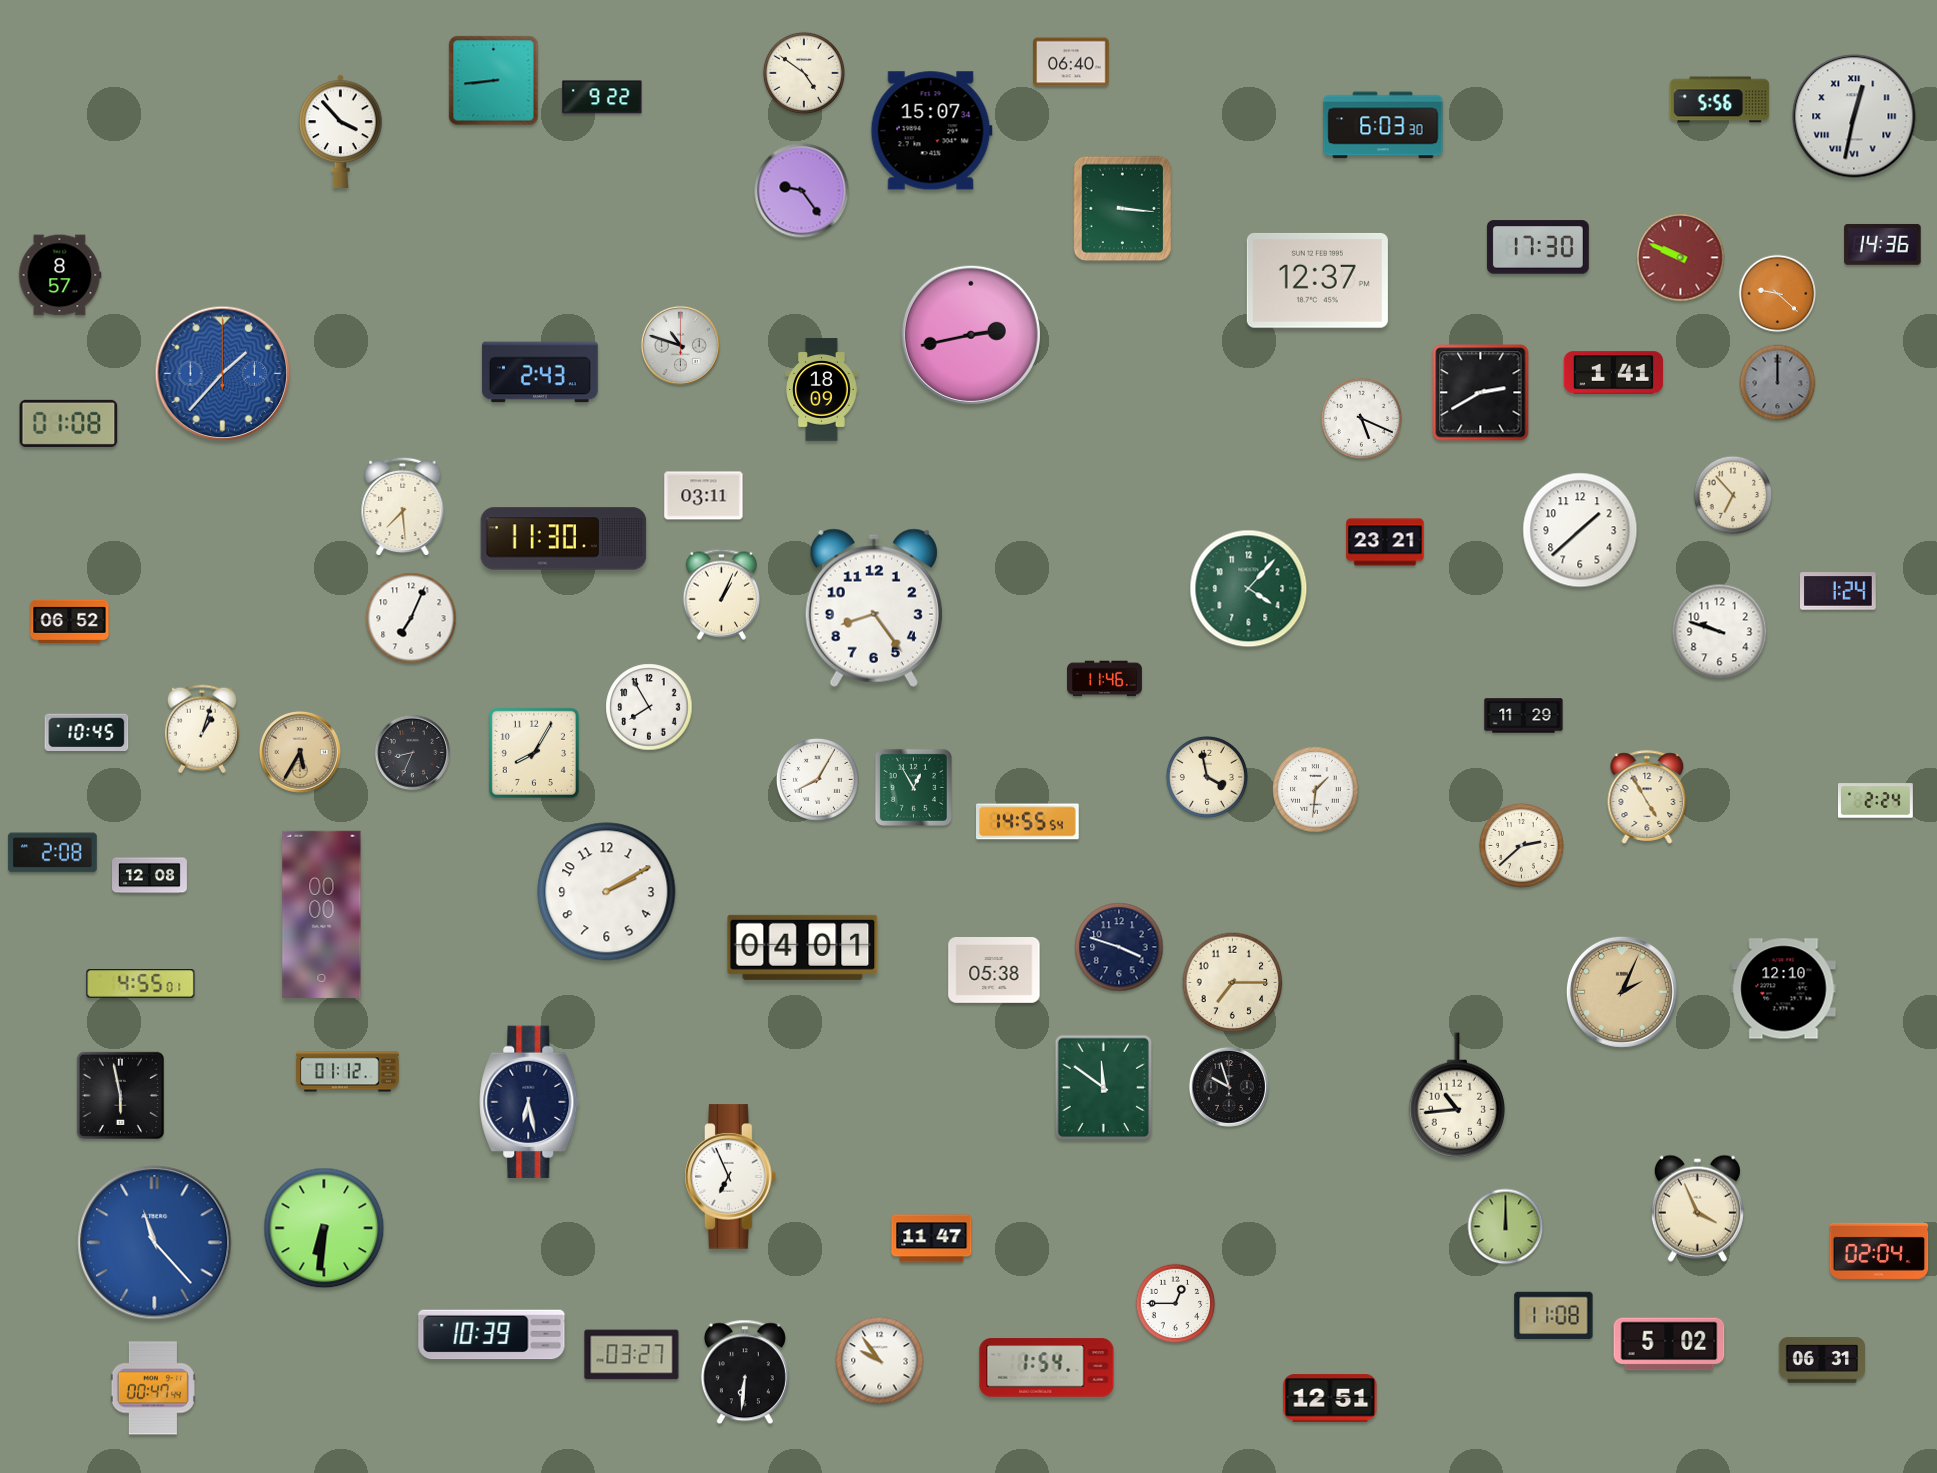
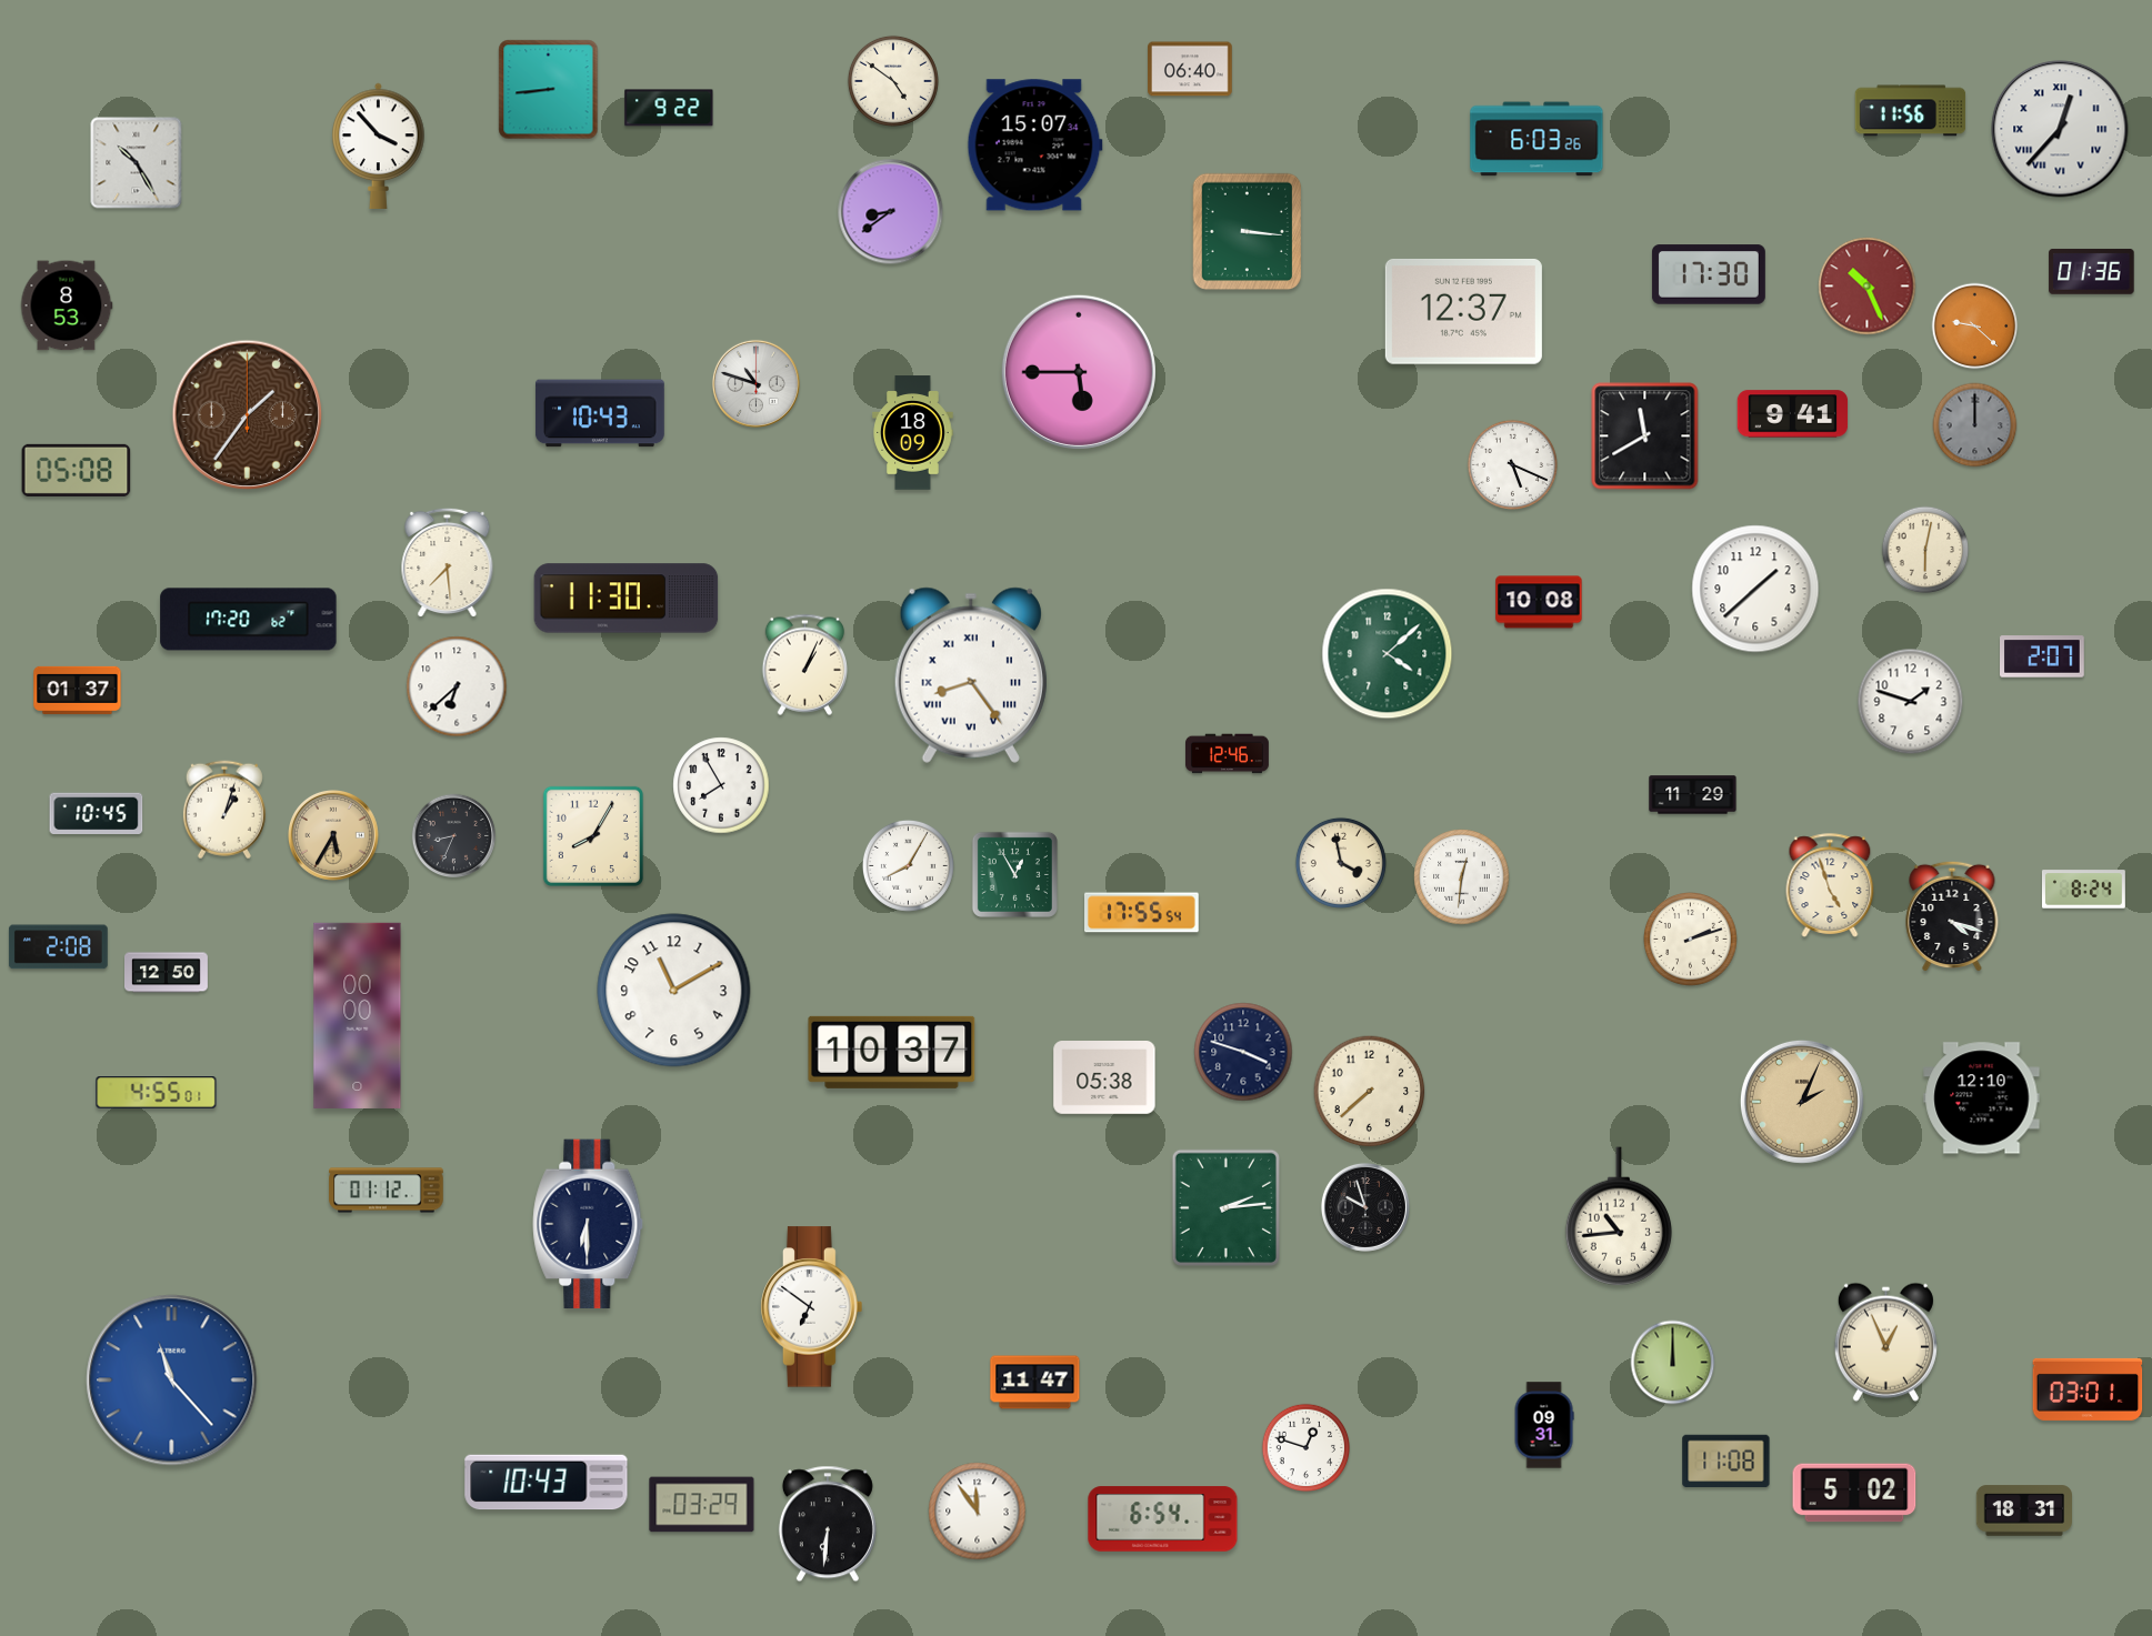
clock at (1720, 100): 5:56 -> 11:56
clock at (1854, 116): 12:32 -> 12:37
clock at (1383, 125): 6:03:30 -> 6:03:26
clock at (137, 163): none -> 10:25
clock at (802, 191): 9:24 -> 8:39
clock at (1883, 244): 14:36 -> 01:36
clock at (1681, 258): 9:49 -> 10:26
clock at (60, 275): 8:57 -> 8:53
clock at (971, 335): 2:43 -> 5:45
clock at (540, 372): 2:43 -> 10:43
clock at (1614, 373): 1:41 -> 9:41
clock at (223, 374): 1:37 -> 1:36
clock at (223, 374) dial: blue -> brown
clock at (1481, 393): 2:40 -> 11:40
clock at (69, 423): 01:08 -> 05:08
clock at (1733, 495): 6:53 -> 6:02
clock at (704, 496): 03:11 -> none
clock at (1385, 542): 23:21 -> 10:08
clock at (249, 620): none -> 17:20
clock at (1249, 589): 4:07 -> 4:08
clock at (1839, 591): 1:24 -> 2:07
clock at (721, 594) position: (721, 594) -> (804, 664)
clock at (874, 608) numerals: Arabic -> Roman
clock at (411, 618): 7:04 -> 6:38
clock at (70, 621): 06:52 -> 01:37
clock at (1720, 632): 9:48 -> 1:48
clock at (1105, 679): 11:46 -> 12:46
clock at (413, 753) position: (413, 753) -> (454, 836)
clock at (1316, 790): 1:31 -> 12:31
clock at (1647, 797): 4:55 -> 4:57
clock at (1875, 801): 2:24 -> 8:24
clock at (1028, 822): 14:55 -> 17:55
clock at (1952, 916): none -> 4:18
clock at (1522, 846): 2:38 -> 2:12
clock at (150, 876): 12:08 -> 12:50
clock at (607, 892): 2:10 -> 11:10
clock at (803, 947): 04:01 -> 10:37
clock at (1233, 983): 7:15 -> 7:38
clock at (1103, 1087): 11:51 -> 2:14
clock at (120, 1095): 5:58 -> none
clock at (529, 1102): 6:28 -> 6:30
clock at (731, 1177): 6:56 -> 6:51
clock at (1697, 1208): 3:56 -> 12:56
clock at (324, 1228): 6:31 -> none
clock at (932, 1239) position: (932, 1239) -> (1035, 1383)
clock at (1879, 1251): 02:04 -> 03:01
clock at (1544, 1425): none -> 09:31
clock at (1176, 1304): 12:45 -> 12:48
clock at (492, 1335): 10:39 -> 10:43
clock at (632, 1355): 03:27 -> 03:29
clock at (1821, 1360): 06:31 -> 18:31
clock at (880, 1361): 9:54 -> 11:54
clock at (1047, 1368): 1:54 -> 6:54
clock at (153, 1388): 00:47 -> none
clock at (1330, 1398): 12:51 -> none
